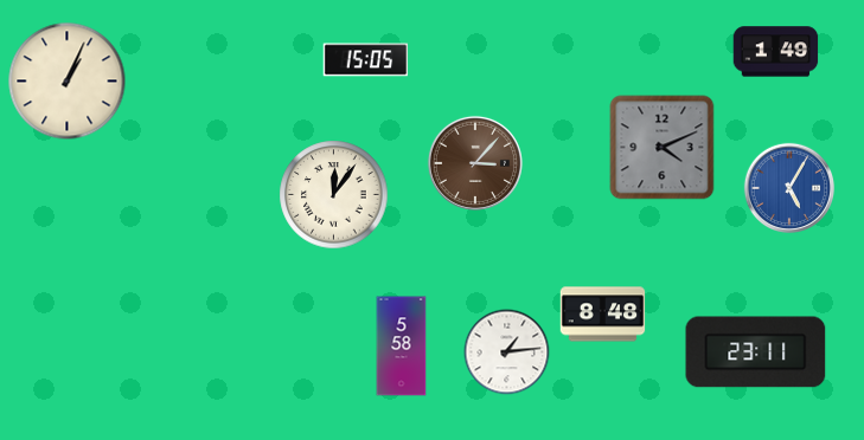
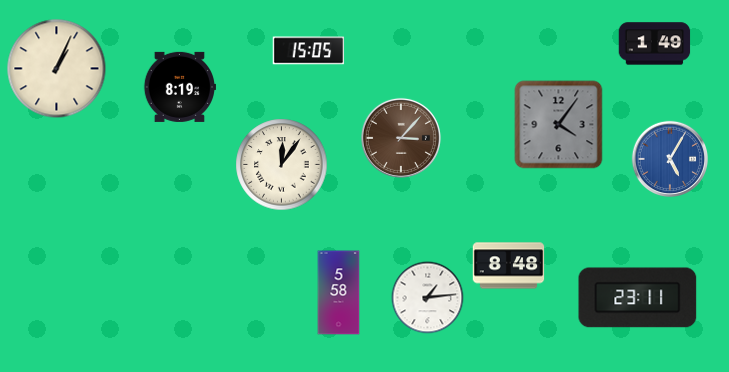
clock at (179, 87): none -> 8:19
clock at (663, 148): 4:11 -> 4:06
clock at (788, 187) position: (788, 187) -> (669, 158)
